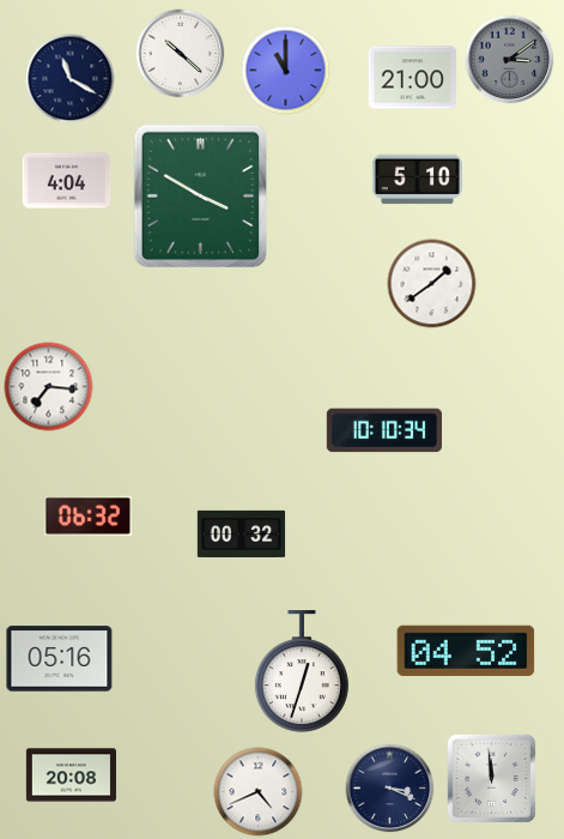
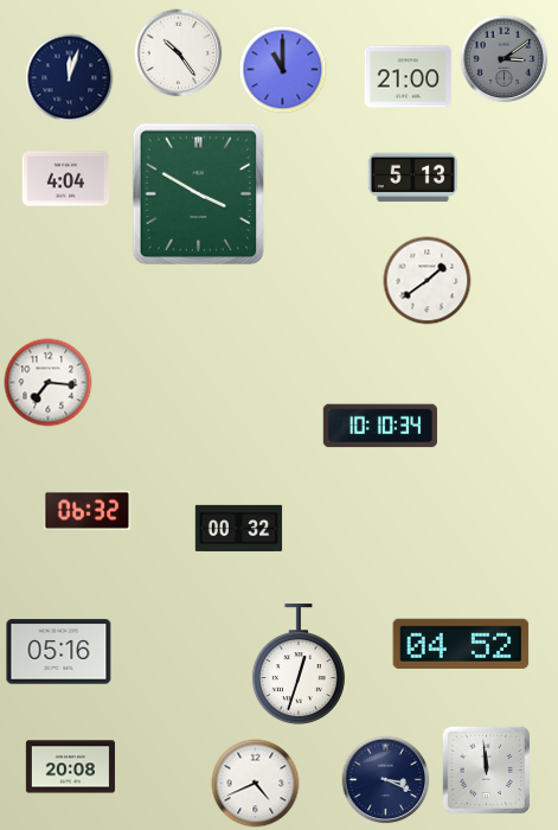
clock at (181, 54): 10:22 -> 10:24
clock at (71, 79): 11:20 -> 12:03
clock at (417, 180): 5:10 -> 5:13
